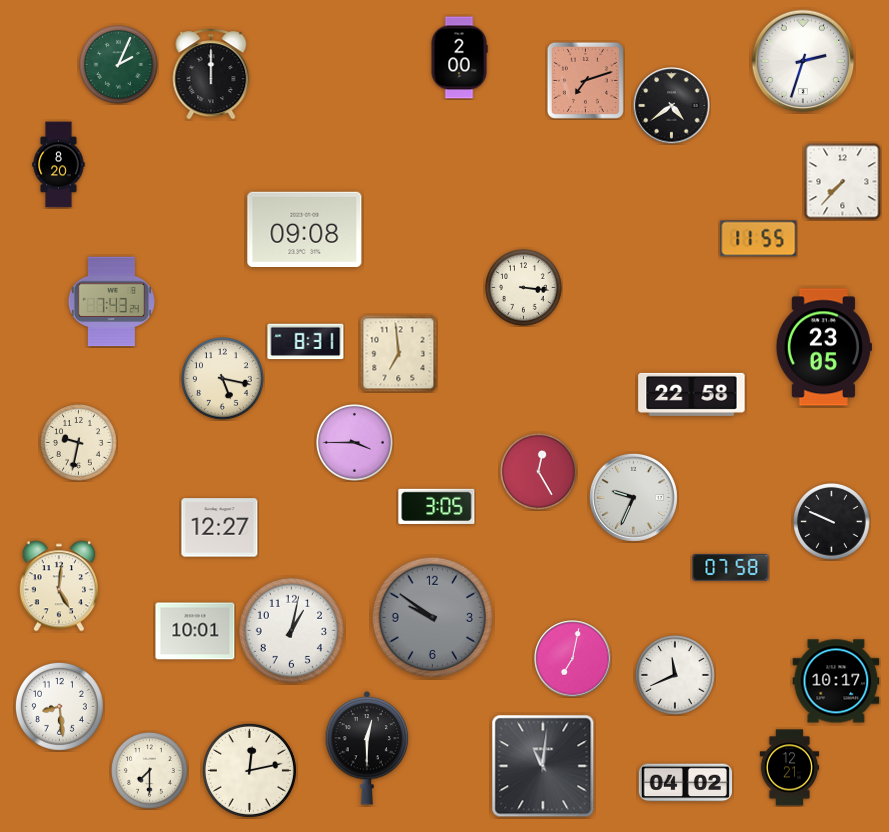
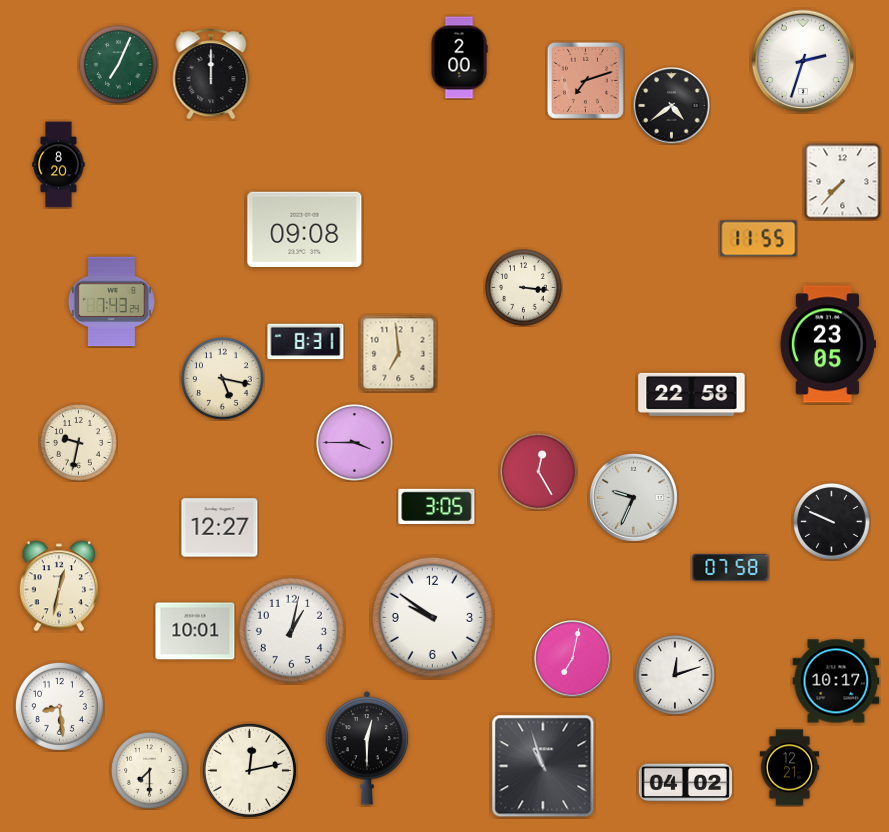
clock at (119, 65): 2:04 -> 7:04
clock at (824, 347) position: (824, 347) -> (828, 344)
clock at (59, 586): 5:01 -> 12:32
clock at (432, 617) dial: grey -> white
clock at (676, 676): 11:41 -> 12:12
clock at (543, 766): 11:01 -> 10:57
